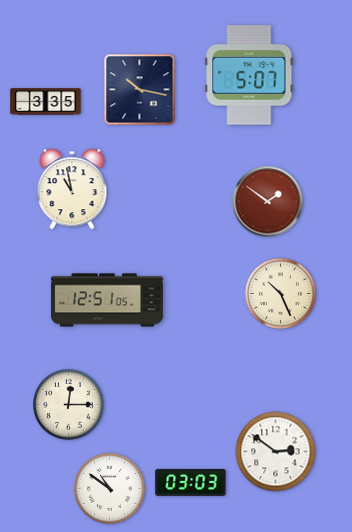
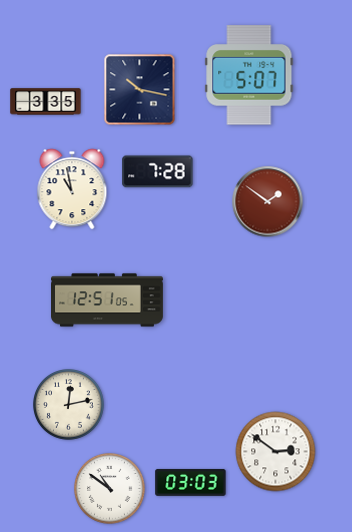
clock at (158, 172): none -> 7:28
clock at (281, 294): 10:26 -> none
clock at (69, 405): 12:15 -> 12:13
